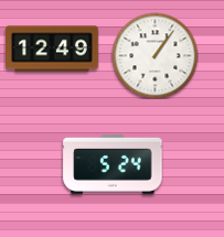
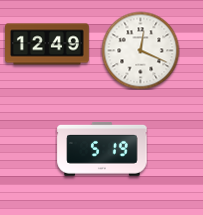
clock at (154, 55): 1:06 -> 12:19
clock at (113, 164): 5:24 -> 5:19
